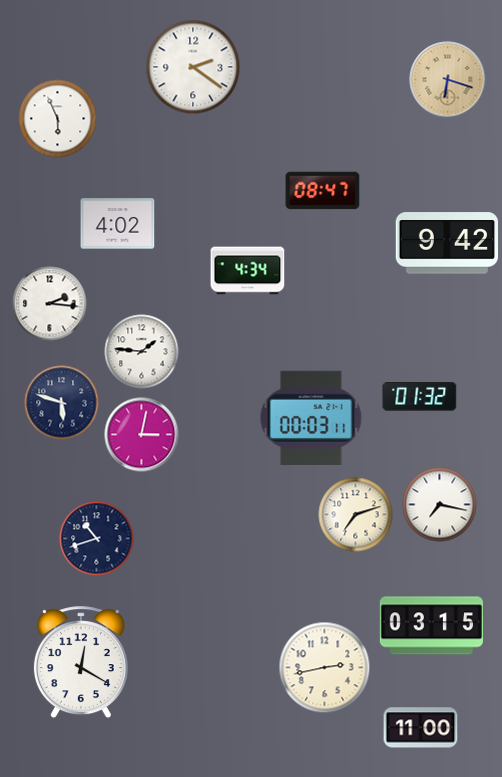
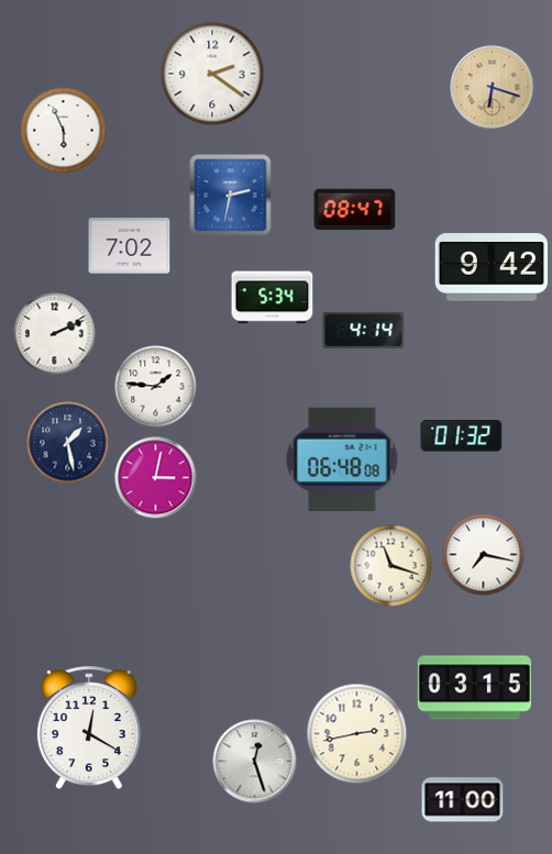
clock at (231, 196): none -> 2:32
clock at (118, 224): 4:02 -> 7:02
clock at (248, 271): 4:34 -> 5:34
clock at (364, 330): none -> 4:14
clock at (50, 304): 2:16 -> 2:11
clock at (62, 403): 5:48 -> 1:28
clock at (311, 417): 00:03 -> 06:48
clock at (356, 515): 7:12 -> 11:18
clock at (97, 539): 10:42 -> none
clock at (255, 762): none -> 12:27
